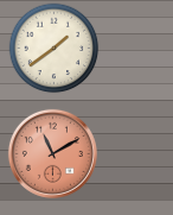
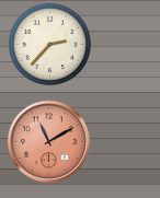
clock at (55, 49): 1:39 -> 2:37
